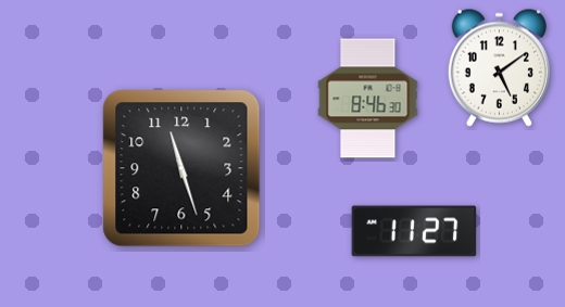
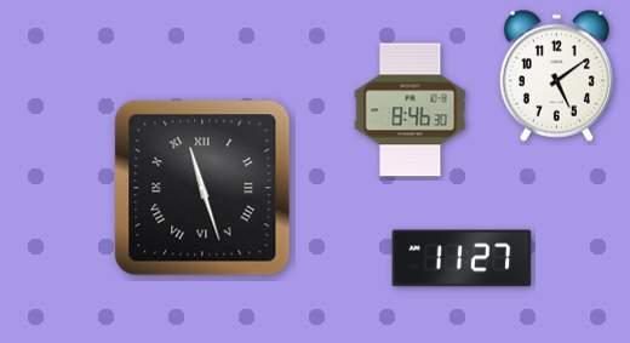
clock at (181, 168) numerals: Arabic -> Roman
